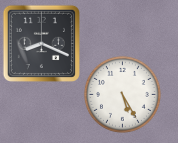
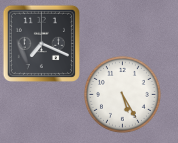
clock at (41, 43): 8:19 -> 7:19
